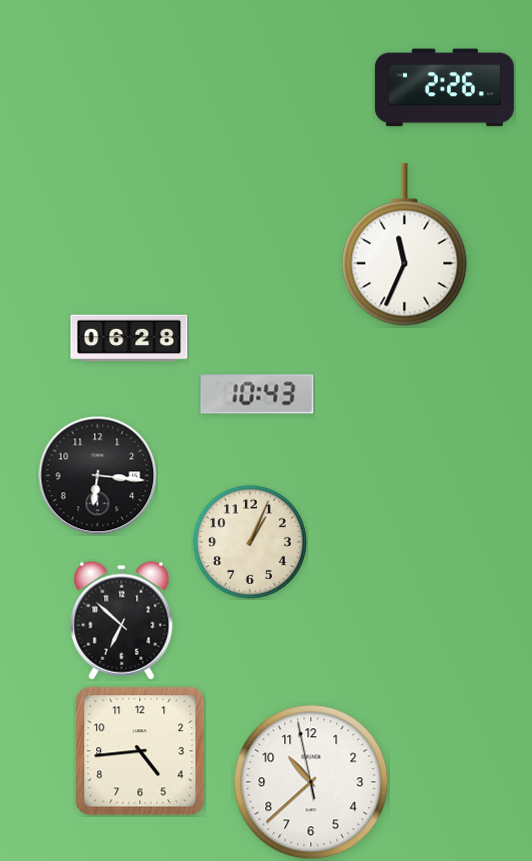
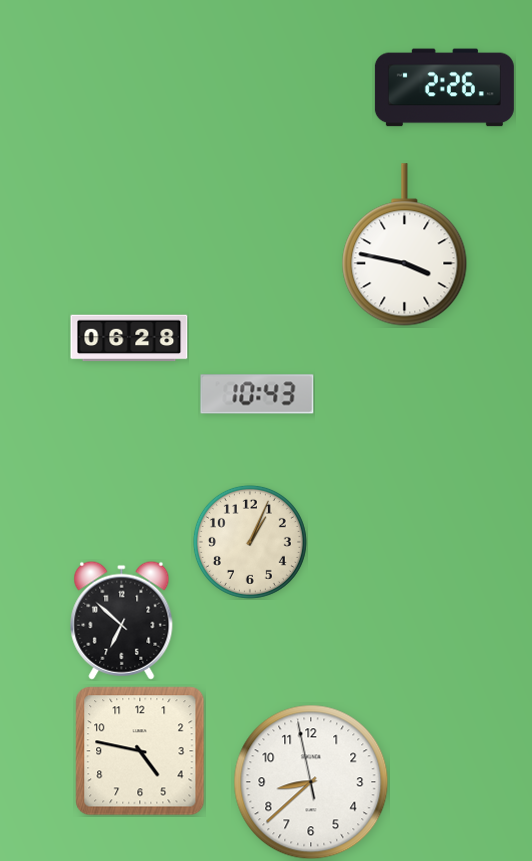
clock at (405, 245): 11:34 -> 3:47
clock at (98, 476): 6:16 -> none
clock at (140, 751): 4:44 -> 4:47
clock at (311, 782): 10:37 -> 8:37
